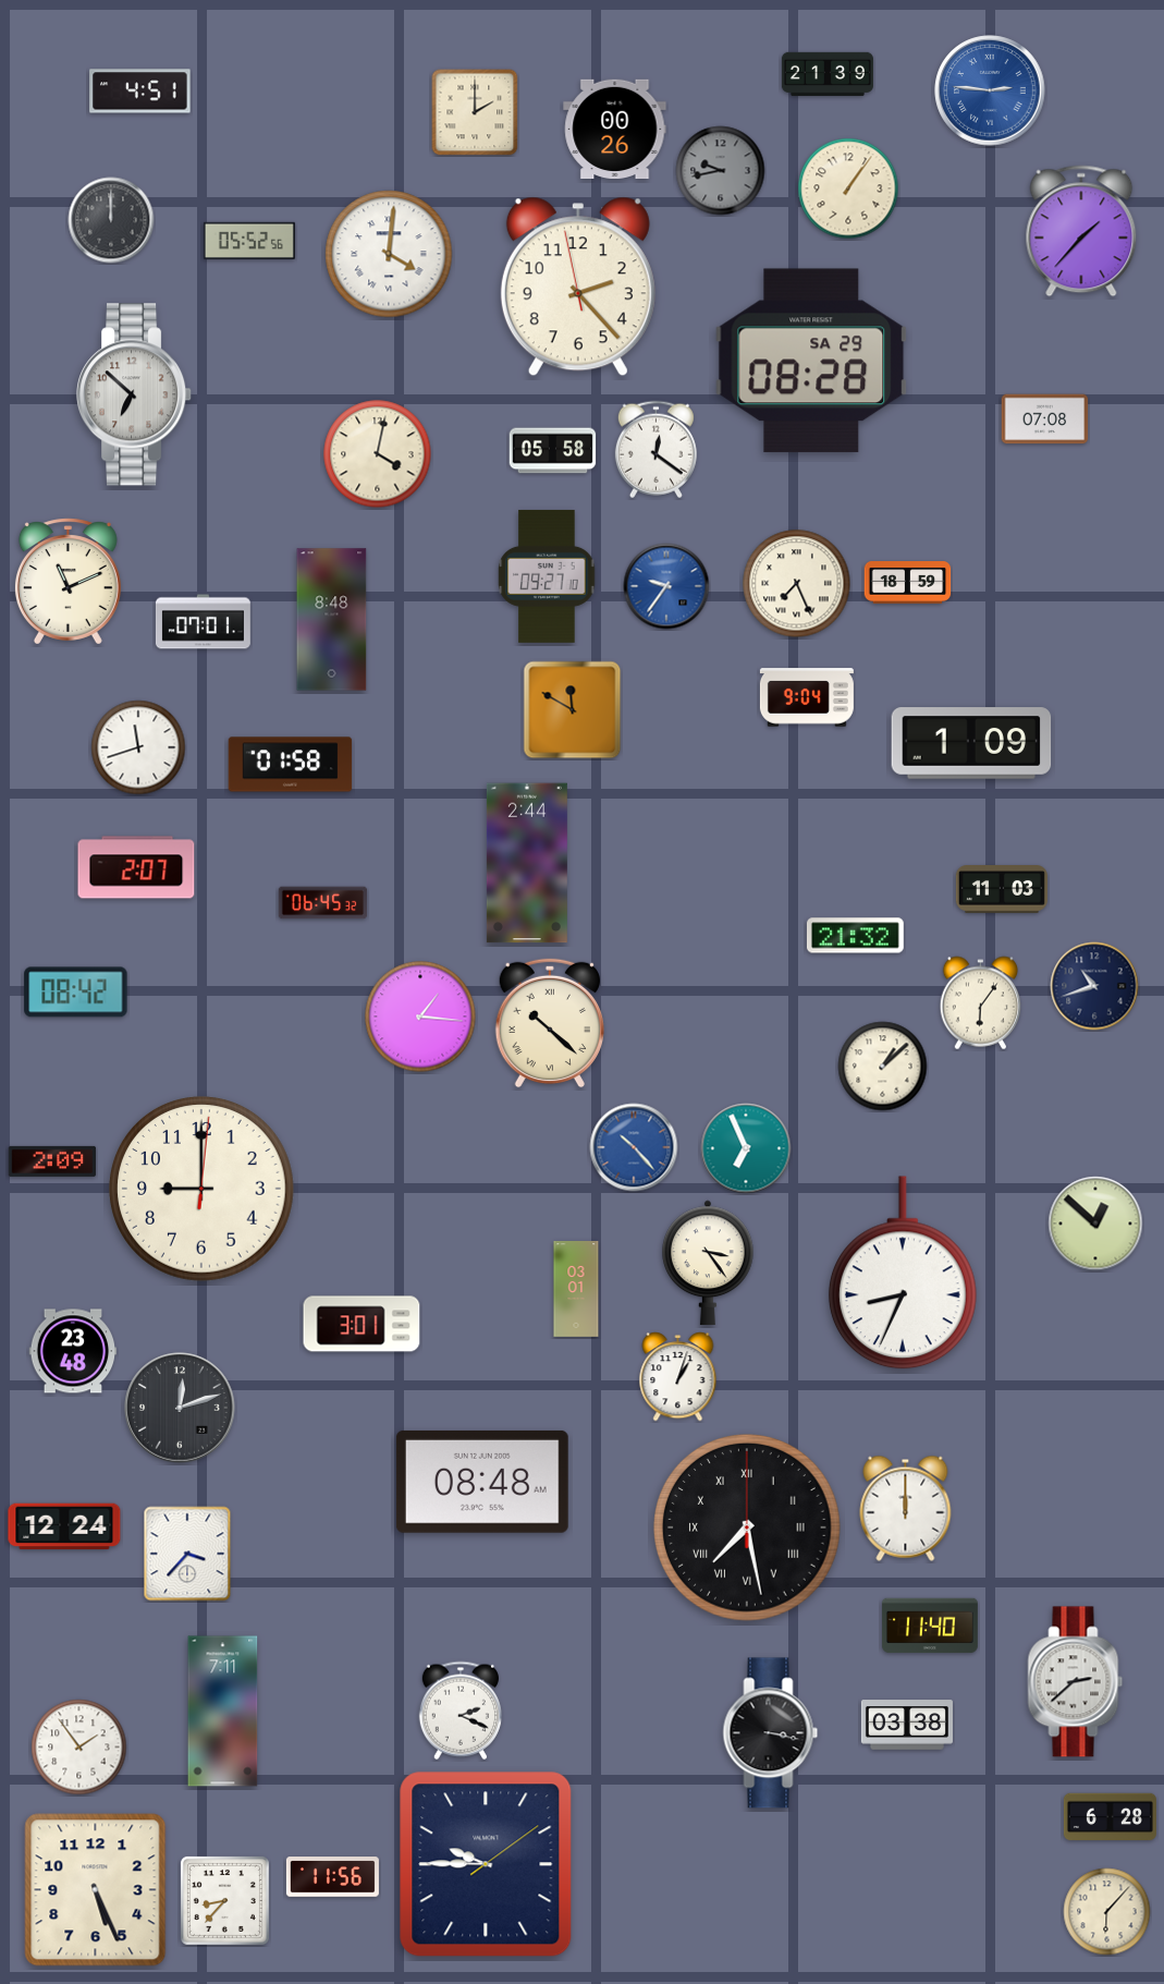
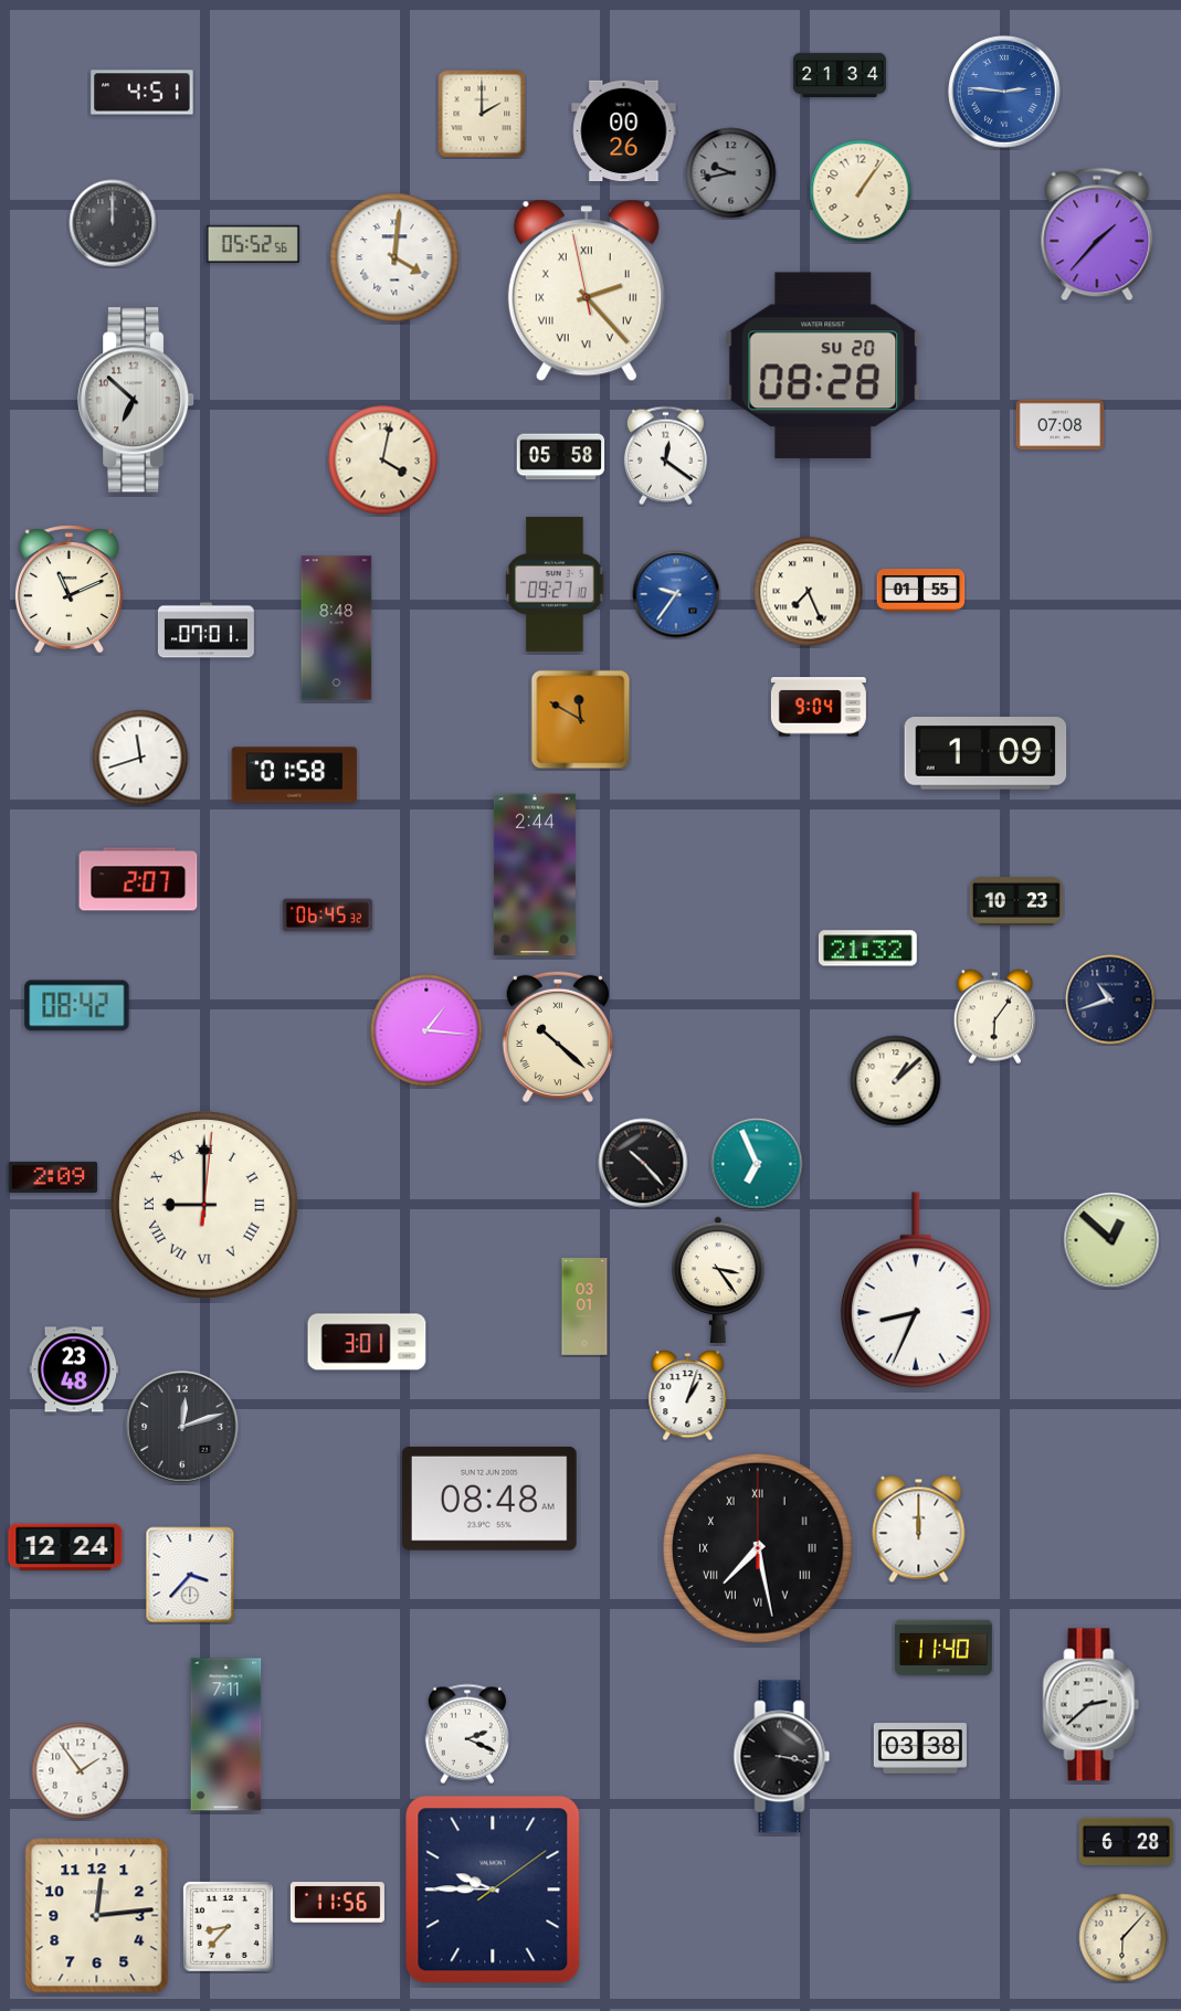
clock at (828, 74): 21:39 -> 21:34
clock at (578, 287) numerals: Arabic -> Roman
clock at (811, 361) date: SA 29 -> SU 20
clock at (908, 583): 18:59 -> 01:55
clock at (1002, 890): 11:03 -> 10:23
clock at (634, 1147) dial: blue -> black
clock at (203, 1190) numerals: Arabic -> Roman
clock at (482, 1482) position: (482, 1482) -> (489, 1499)
clock at (96, 1890): 5:26 -> 12:14
